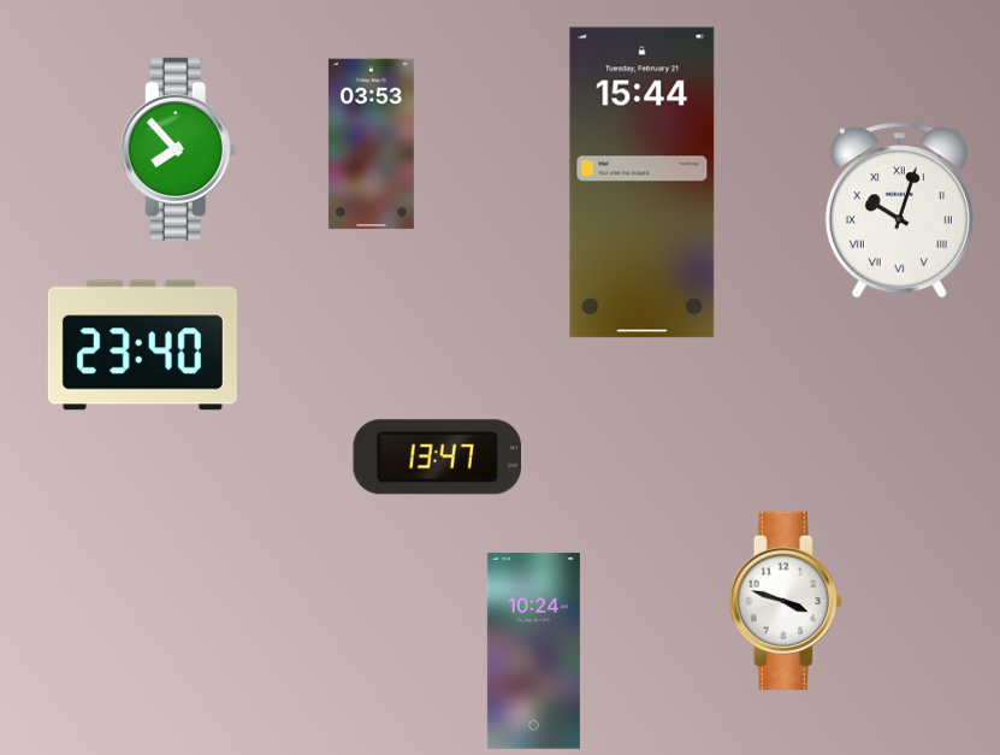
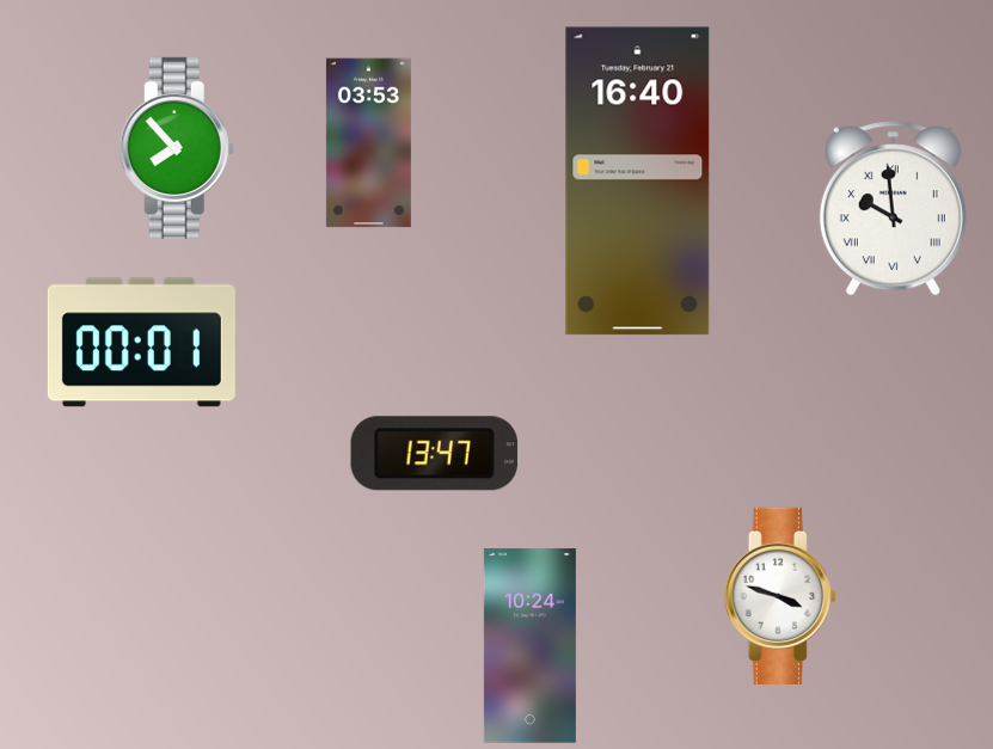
clock at (643, 183): 15:44 -> 16:40
clock at (899, 211): 10:03 -> 9:59
clock at (142, 346): 23:40 -> 00:01
